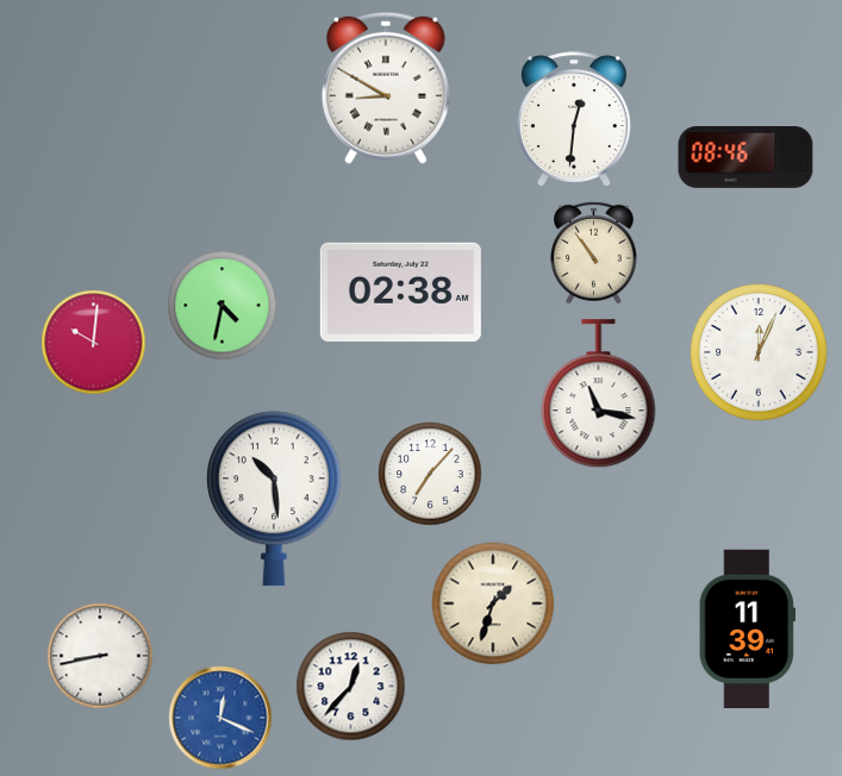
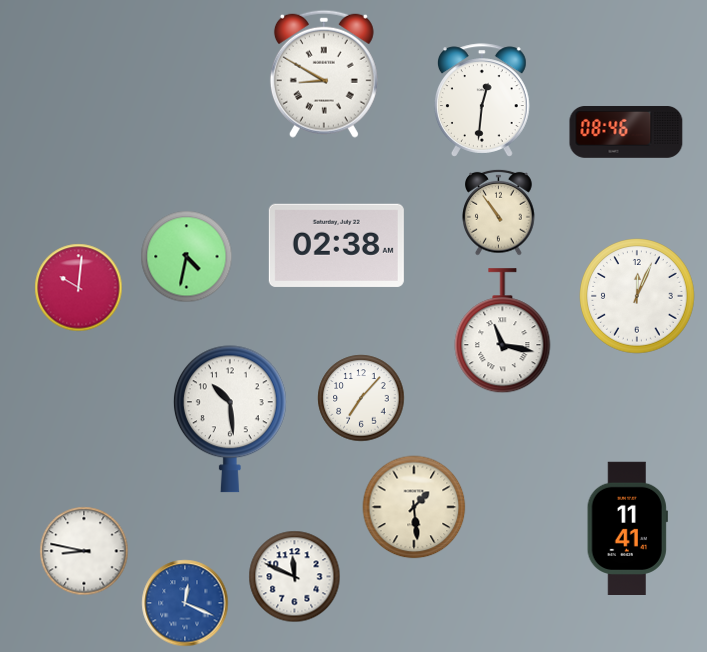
clock at (493, 603): 1:33 -> 1:29
clock at (747, 628): 11:39 -> 11:41
clock at (100, 656): 8:43 -> 8:47
clock at (351, 687): 12:37 -> 11:49
